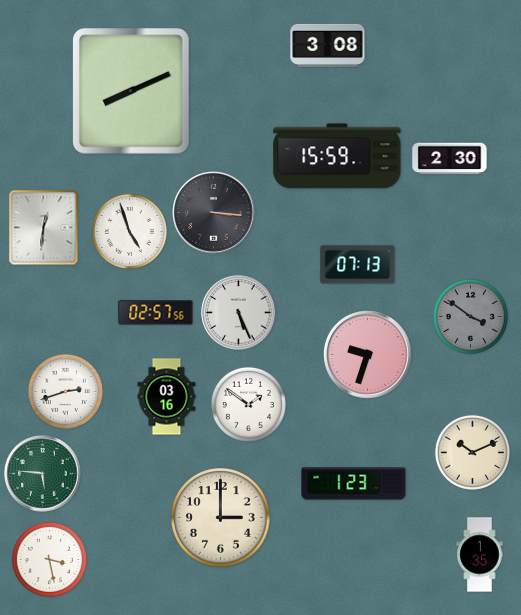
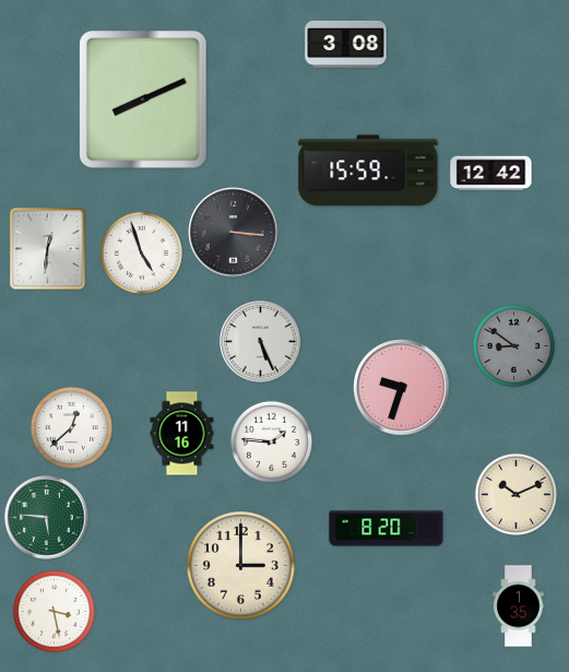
clock at (328, 45) position: (328, 45) -> (346, 44)
clock at (450, 159): 2:30 -> 12:42
clock at (358, 265): 07:13 -> none
clock at (156, 313): 02:57 -> none
clock at (470, 316): 3:51 -> 8:51
clock at (65, 391): 2:42 -> 12:38
clock at (167, 397): 03:16 -> 11:16
clock at (248, 404): 1:51 -> 1:46
clock at (354, 484): 1:23 -> 8:20
clock at (480, 555) position: (480, 555) -> (519, 606)
